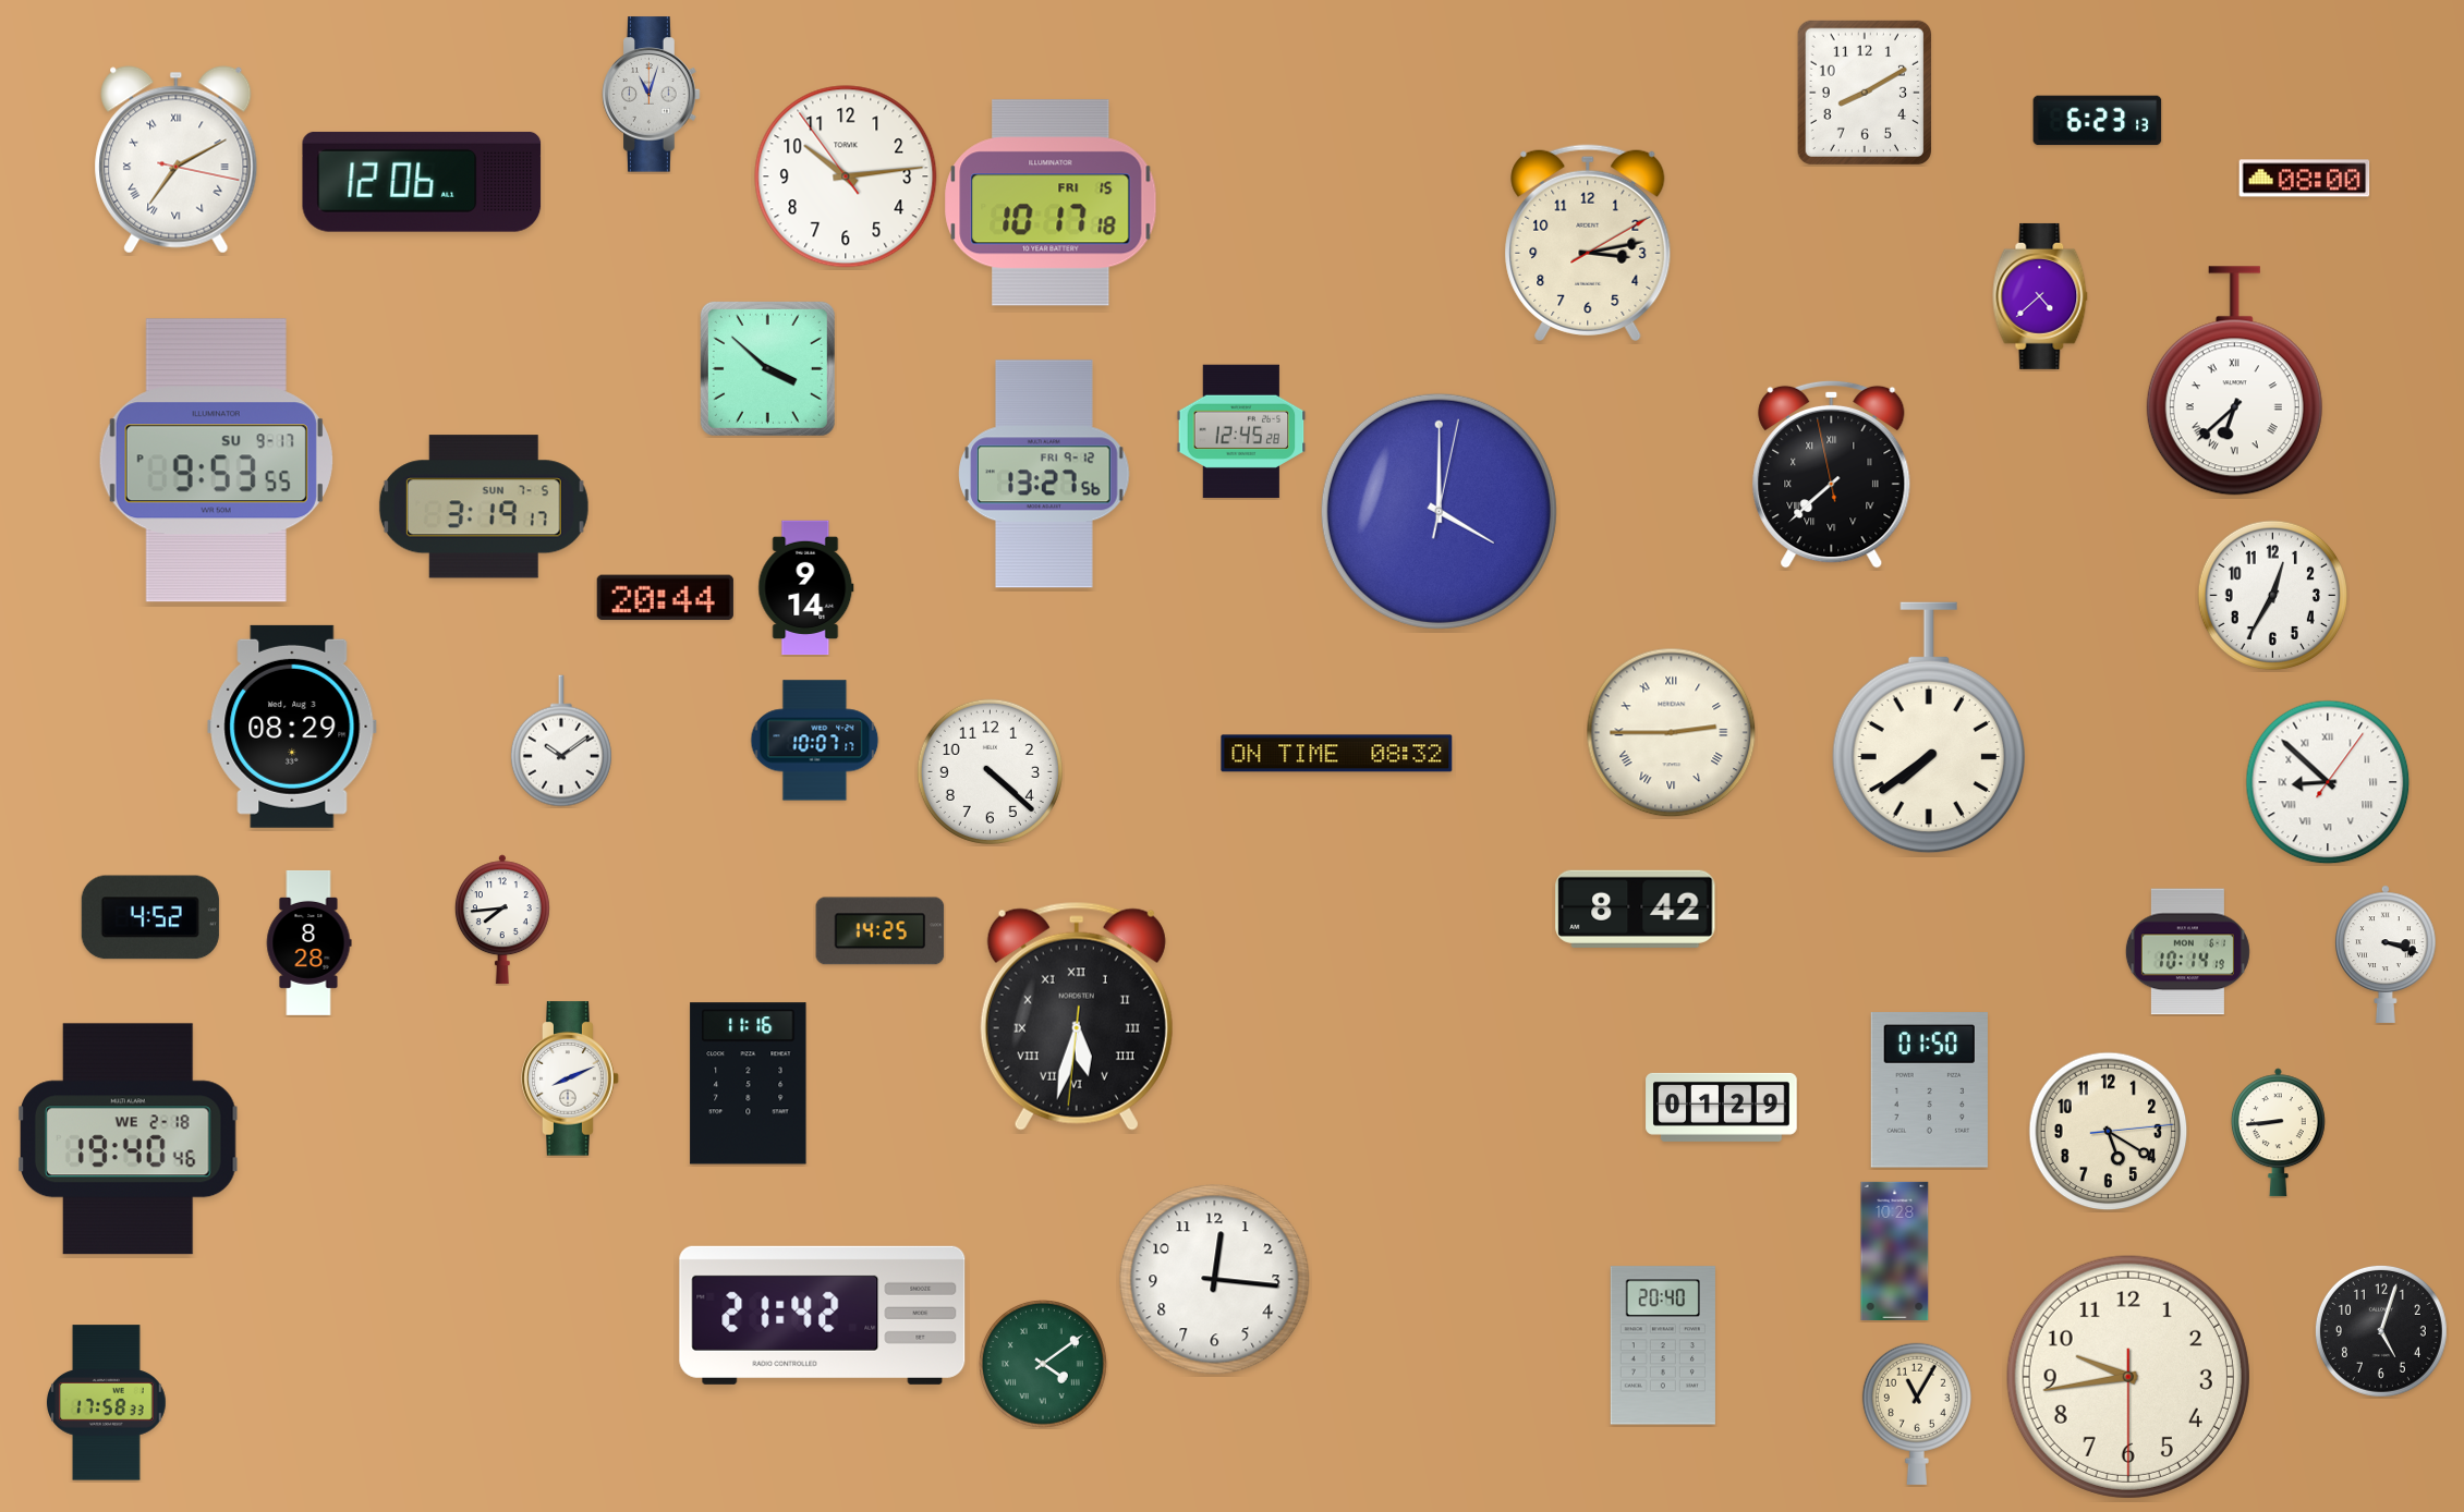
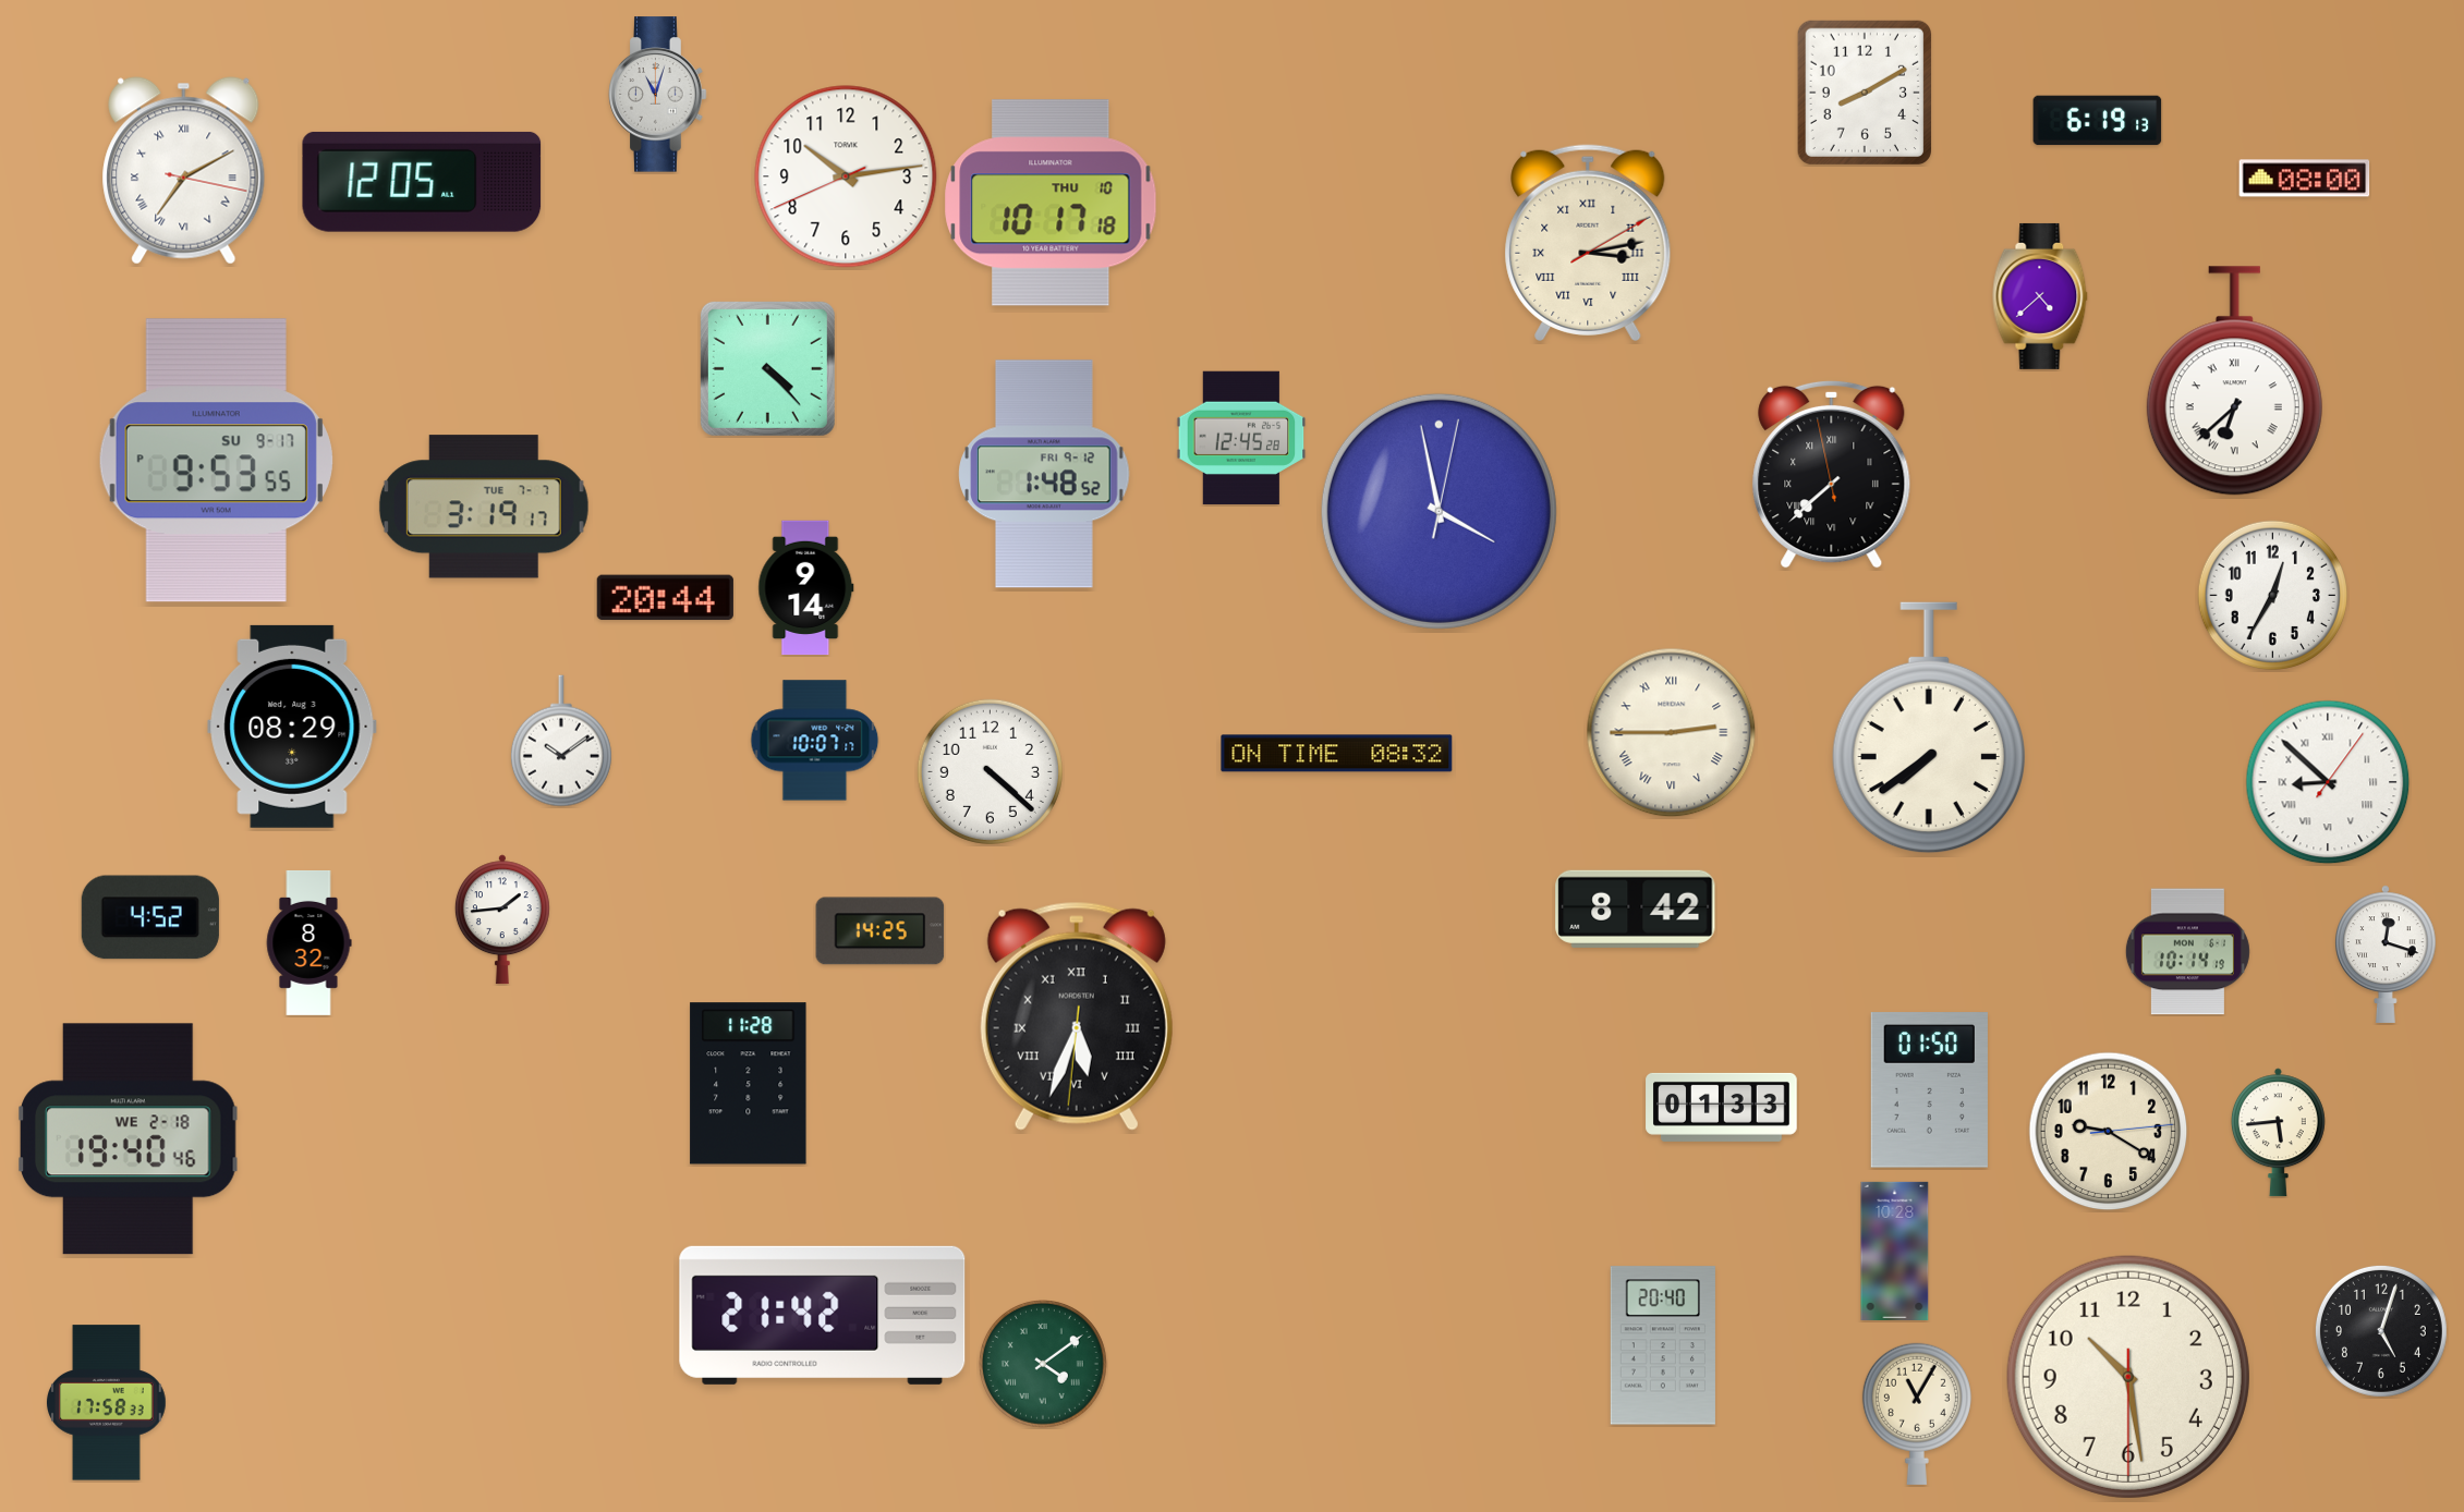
clock at (652, 95) position: (652, 95) -> (658, 95)
clock at (2098, 121): 6:23 -> 6:19
clock at (177, 160) position: (177, 160) -> (184, 171)
clock at (846, 176): 10:13:54 -> 10:13:41
clock at (422, 182): 12:06 -> 12:05
clock at (1051, 203) date: FRI 15 -> THU 10
clock at (1588, 243) numerals: Arabic -> Roman
clock at (767, 368): 3:52 -> 4:23
clock at (1241, 431) position: (1241, 431) -> (1241, 438)
clock at (1044, 474): 13:27 -> 1:48
clock at (484, 507) date: SUN 7-5 -> TUE 7-7
clock at (1439, 511): 4:00 -> 3:58
clock at (502, 919): 7:44 -> 1:44
clock at (308, 942): 8:28 -> 8:32
clock at (2387, 954): 3:18 -> 12:18
clock at (1077, 1016): 5:32 -> 5:33
clock at (570, 1078): 8:11 -> none
clock at (749, 1084): 11:16 -> 11:28
clock at (1722, 1107): 01:29 -> 01:33
clock at (2109, 1132): 5:20 -> 9:20
clock at (2278, 1133): 8:44 -> 5:44
clock at (1215, 1280): 12:16 -> none
clock at (2128, 1377): 9:43 -> 10:28
